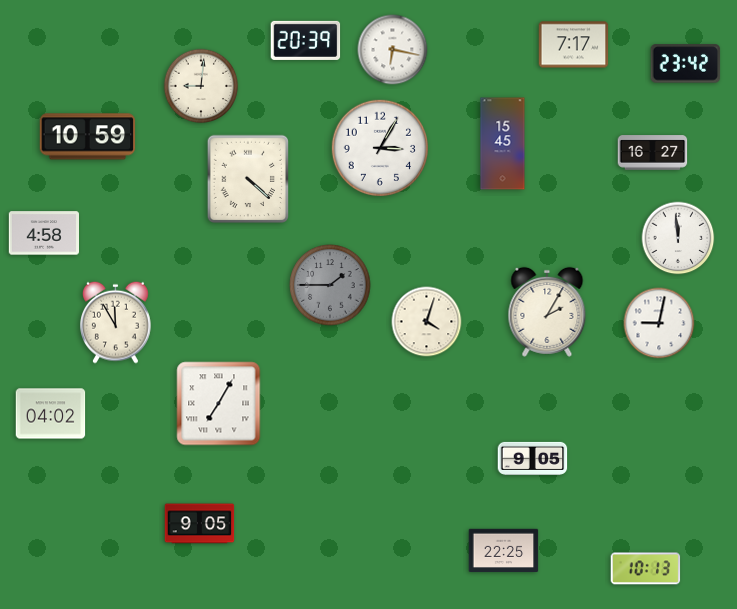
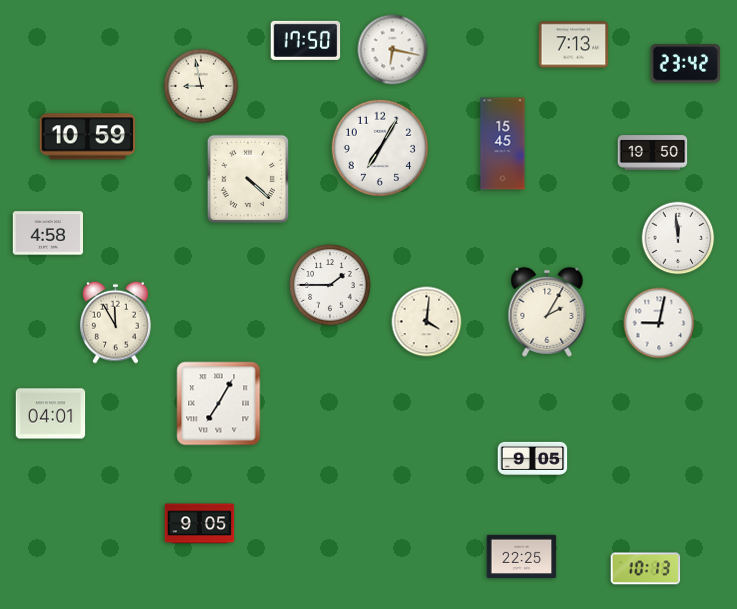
clock at (306, 40): 20:39 -> 17:50
clock at (574, 45): 7:17 -> 7:13
clock at (201, 86): 9:01 -> 8:58
clock at (379, 147): 3:05 -> 7:05
clock at (653, 153): 16:27 -> 19:50
clock at (44, 233) position: (44, 233) -> (48, 233)
clock at (330, 285) dial: grey -> white
clock at (427, 322): 4:03 -> 4:01
clock at (51, 414): 04:02 -> 04:01
clock at (504, 551) position: (504, 551) -> (522, 557)
